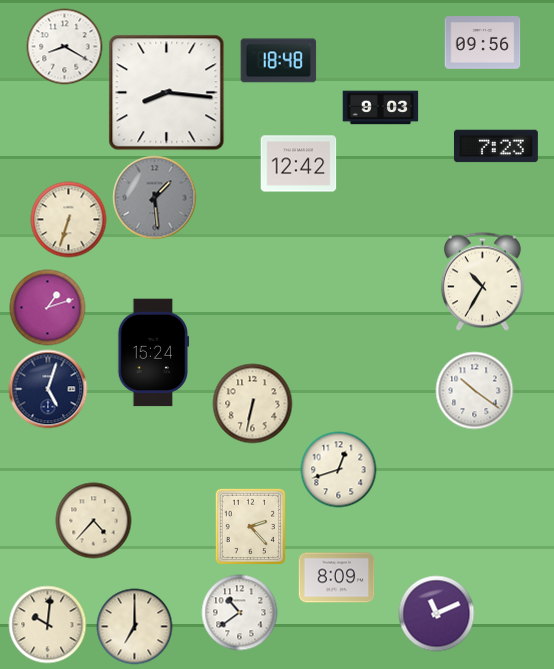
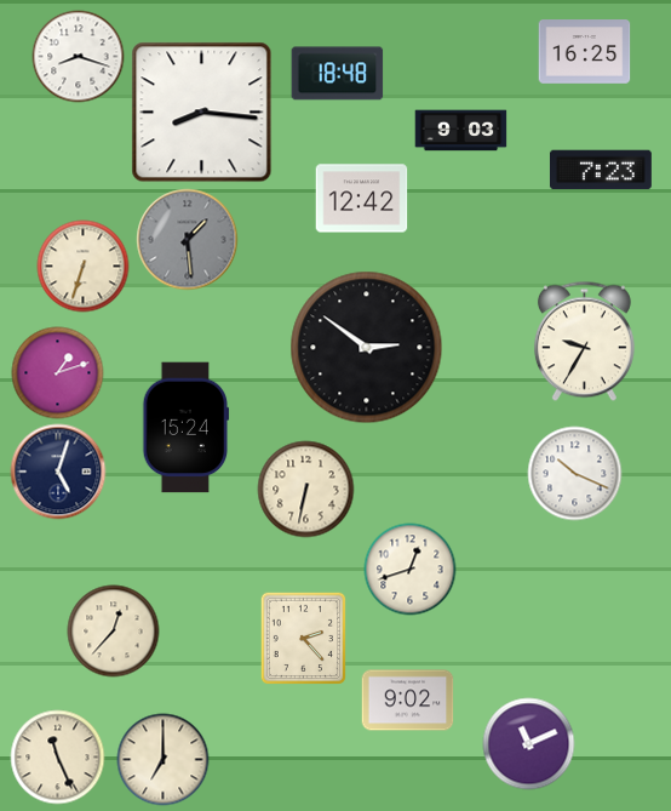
clock at (483, 43): 09:56 -> 16:25
clock at (65, 47): 8:20 -> 8:18
clock at (496, 146) position: (496, 146) -> (601, 170)
clock at (482, 282): 10:35 -> 9:35
clock at (367, 348): none -> 2:51
clock at (475, 391): 10:21 -> 10:19
clock at (94, 521): 4:37 -> 12:37
clock at (337, 578): 8:09 -> 9:02
clock at (240, 613): 10:39 -> none
clock at (48, 625): 10:01 -> 11:26
